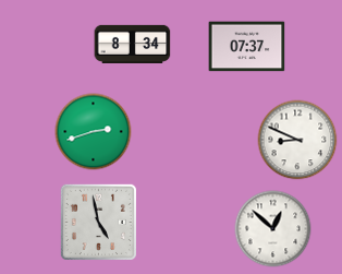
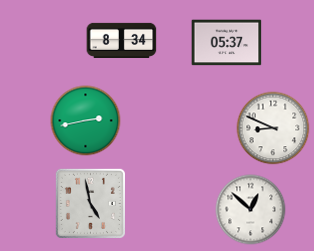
clock at (247, 47): 07:37 -> 05:37
clock at (94, 132): 2:42 -> 2:43
